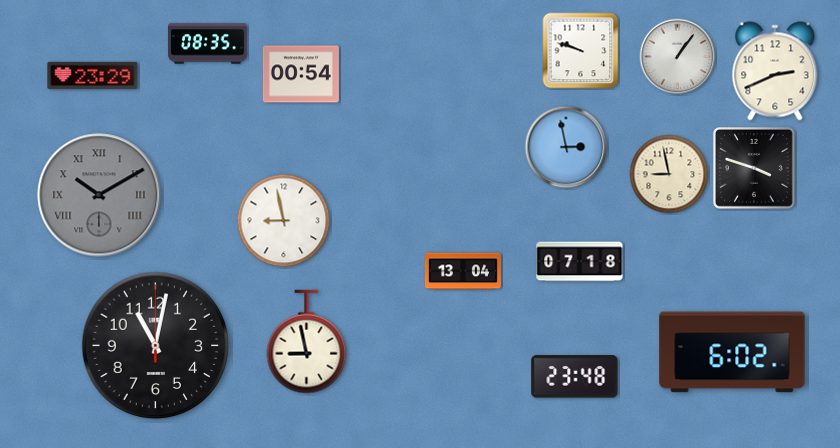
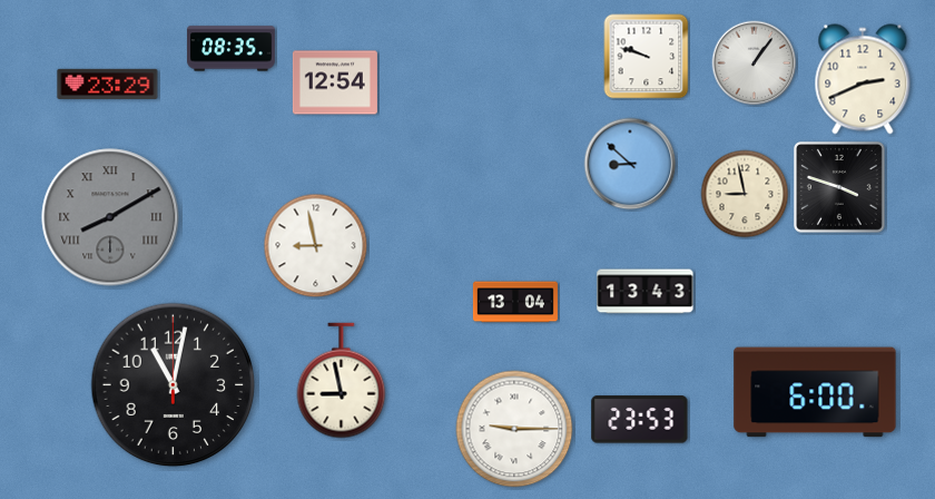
clock at (301, 74): 00:54 -> 12:54
clock at (93, 75) position: (93, 75) -> (108, 84)
clock at (566, 147): 2:58 -> 8:52
clock at (99, 195): 10:10 -> 8:10
clock at (580, 262): 07:18 -> 13:43
clock at (732, 352): 6:02 -> 6:00
clock at (575, 377): 23:48 -> 23:53
clock at (514, 429): none -> 9:15
